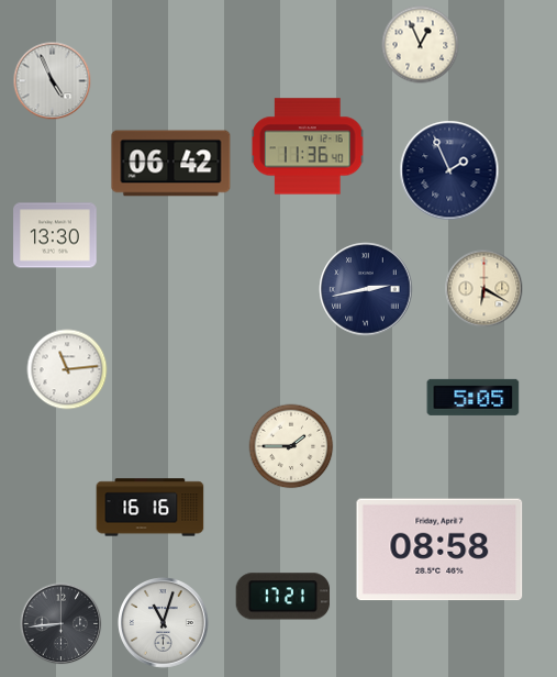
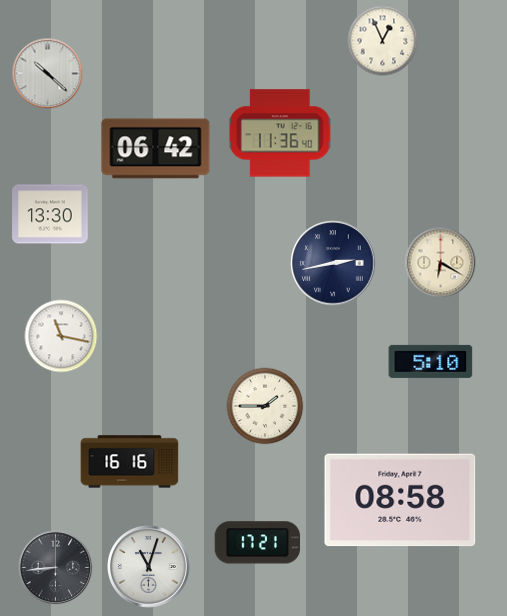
clock at (53, 81): 4:56 -> 10:22
clock at (449, 170): 1:56 -> none
clock at (67, 369): 11:14 -> 11:17
clock at (474, 397): 5:05 -> 5:10
clock at (151, 508) position: (151, 508) -> (130, 462)
